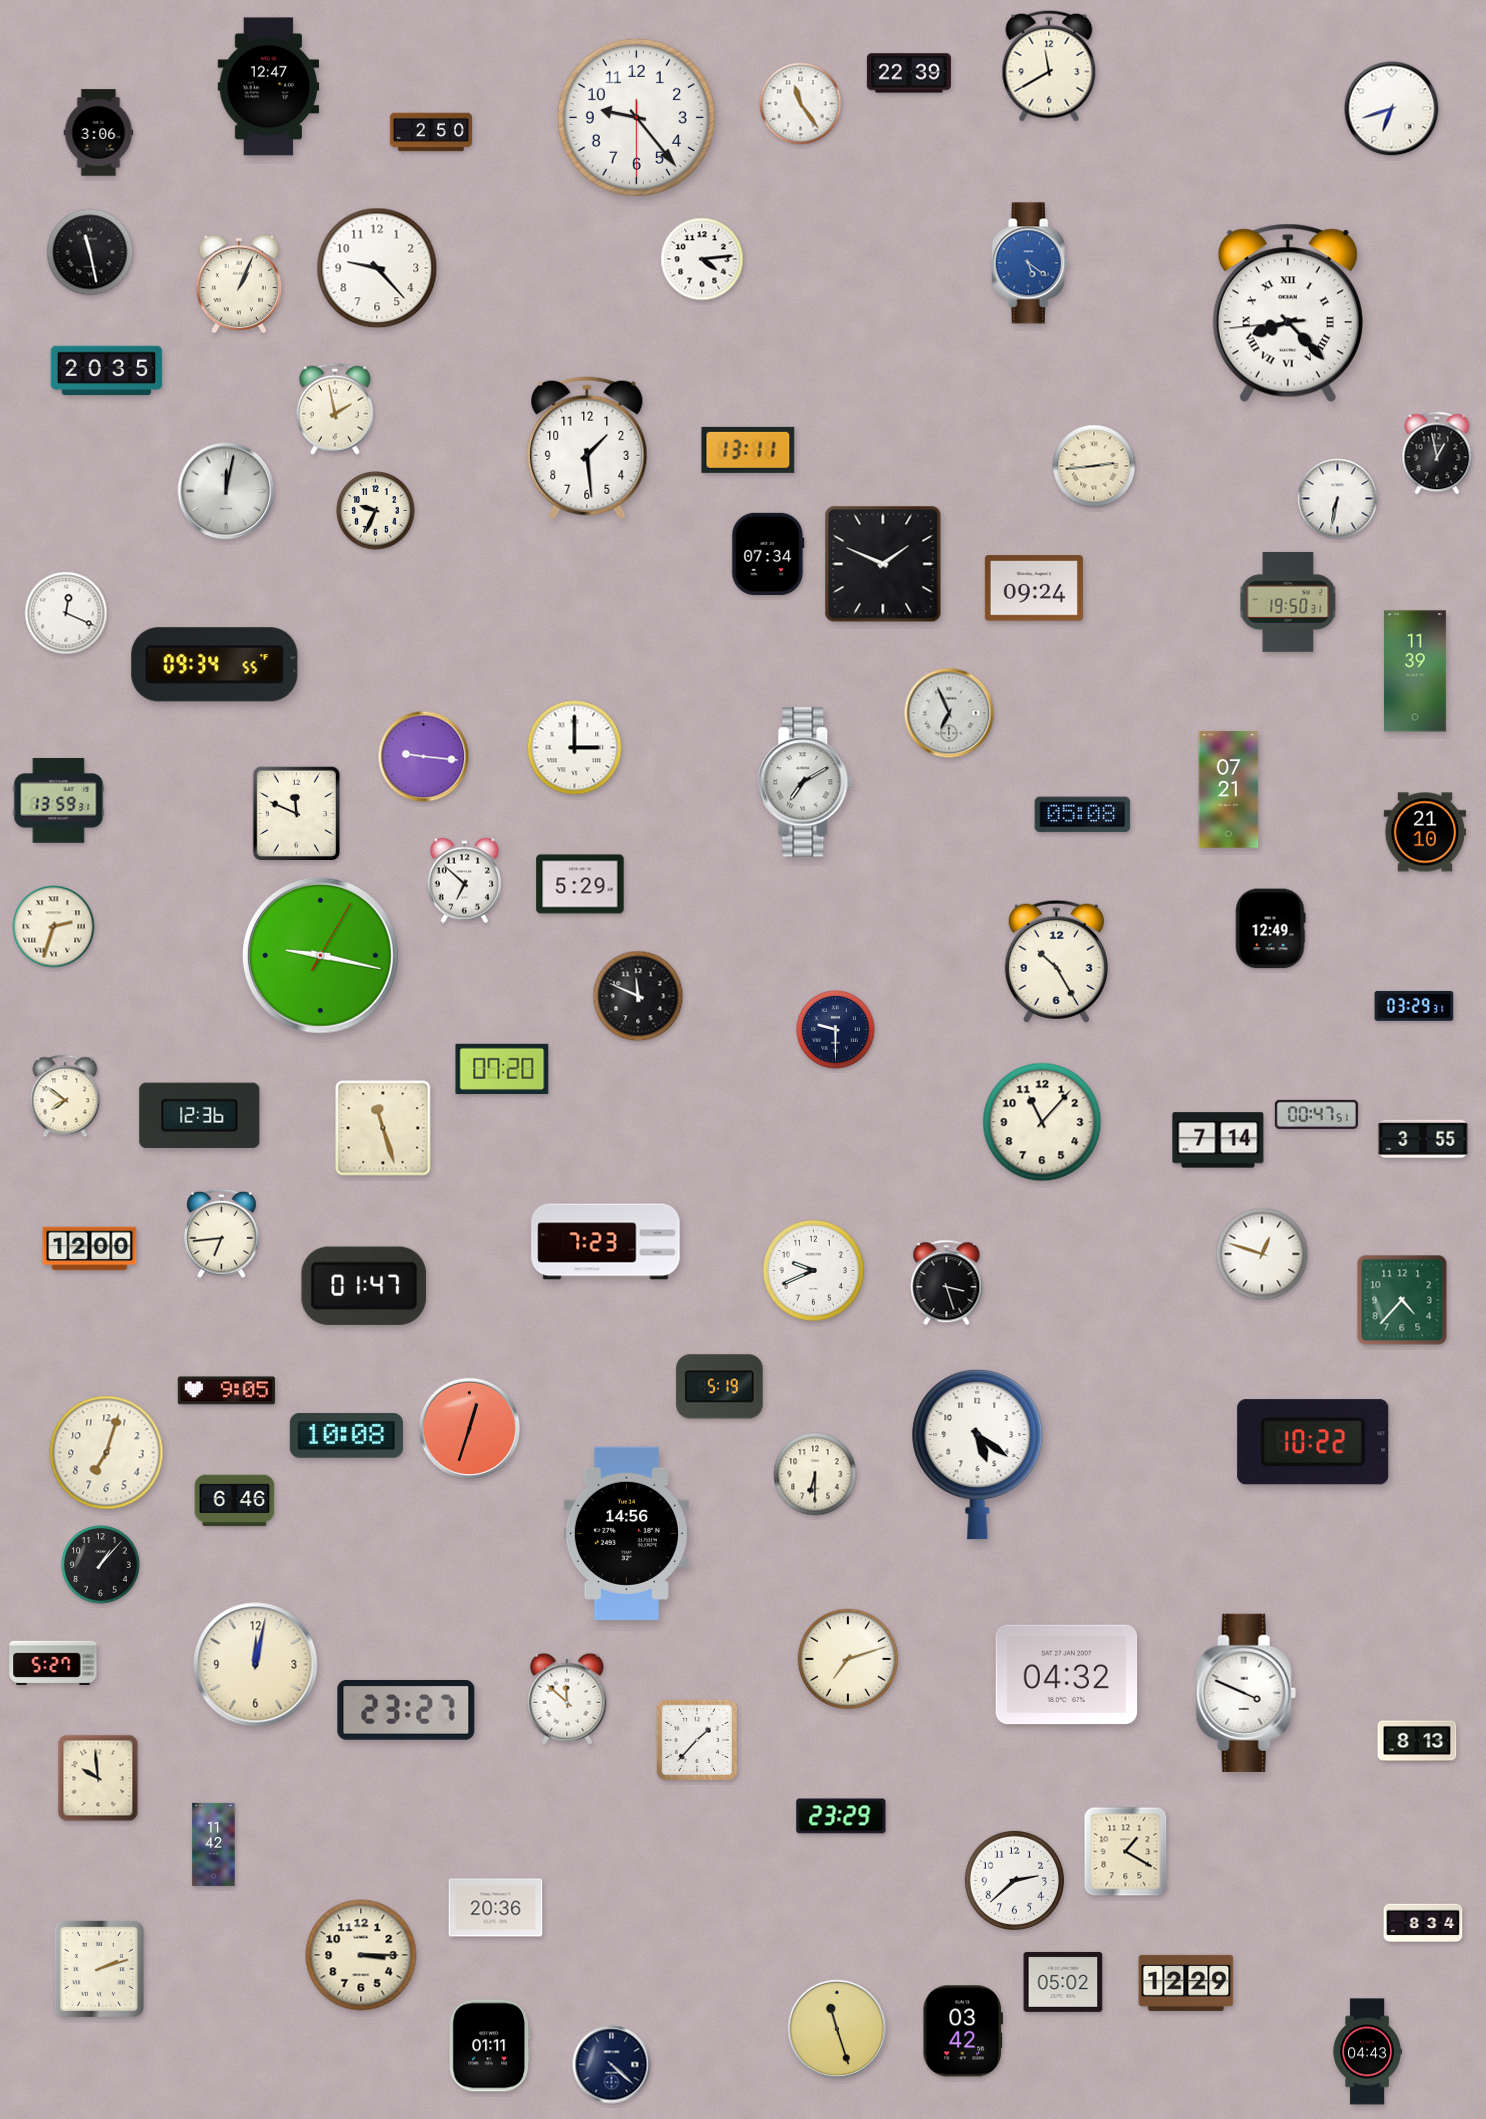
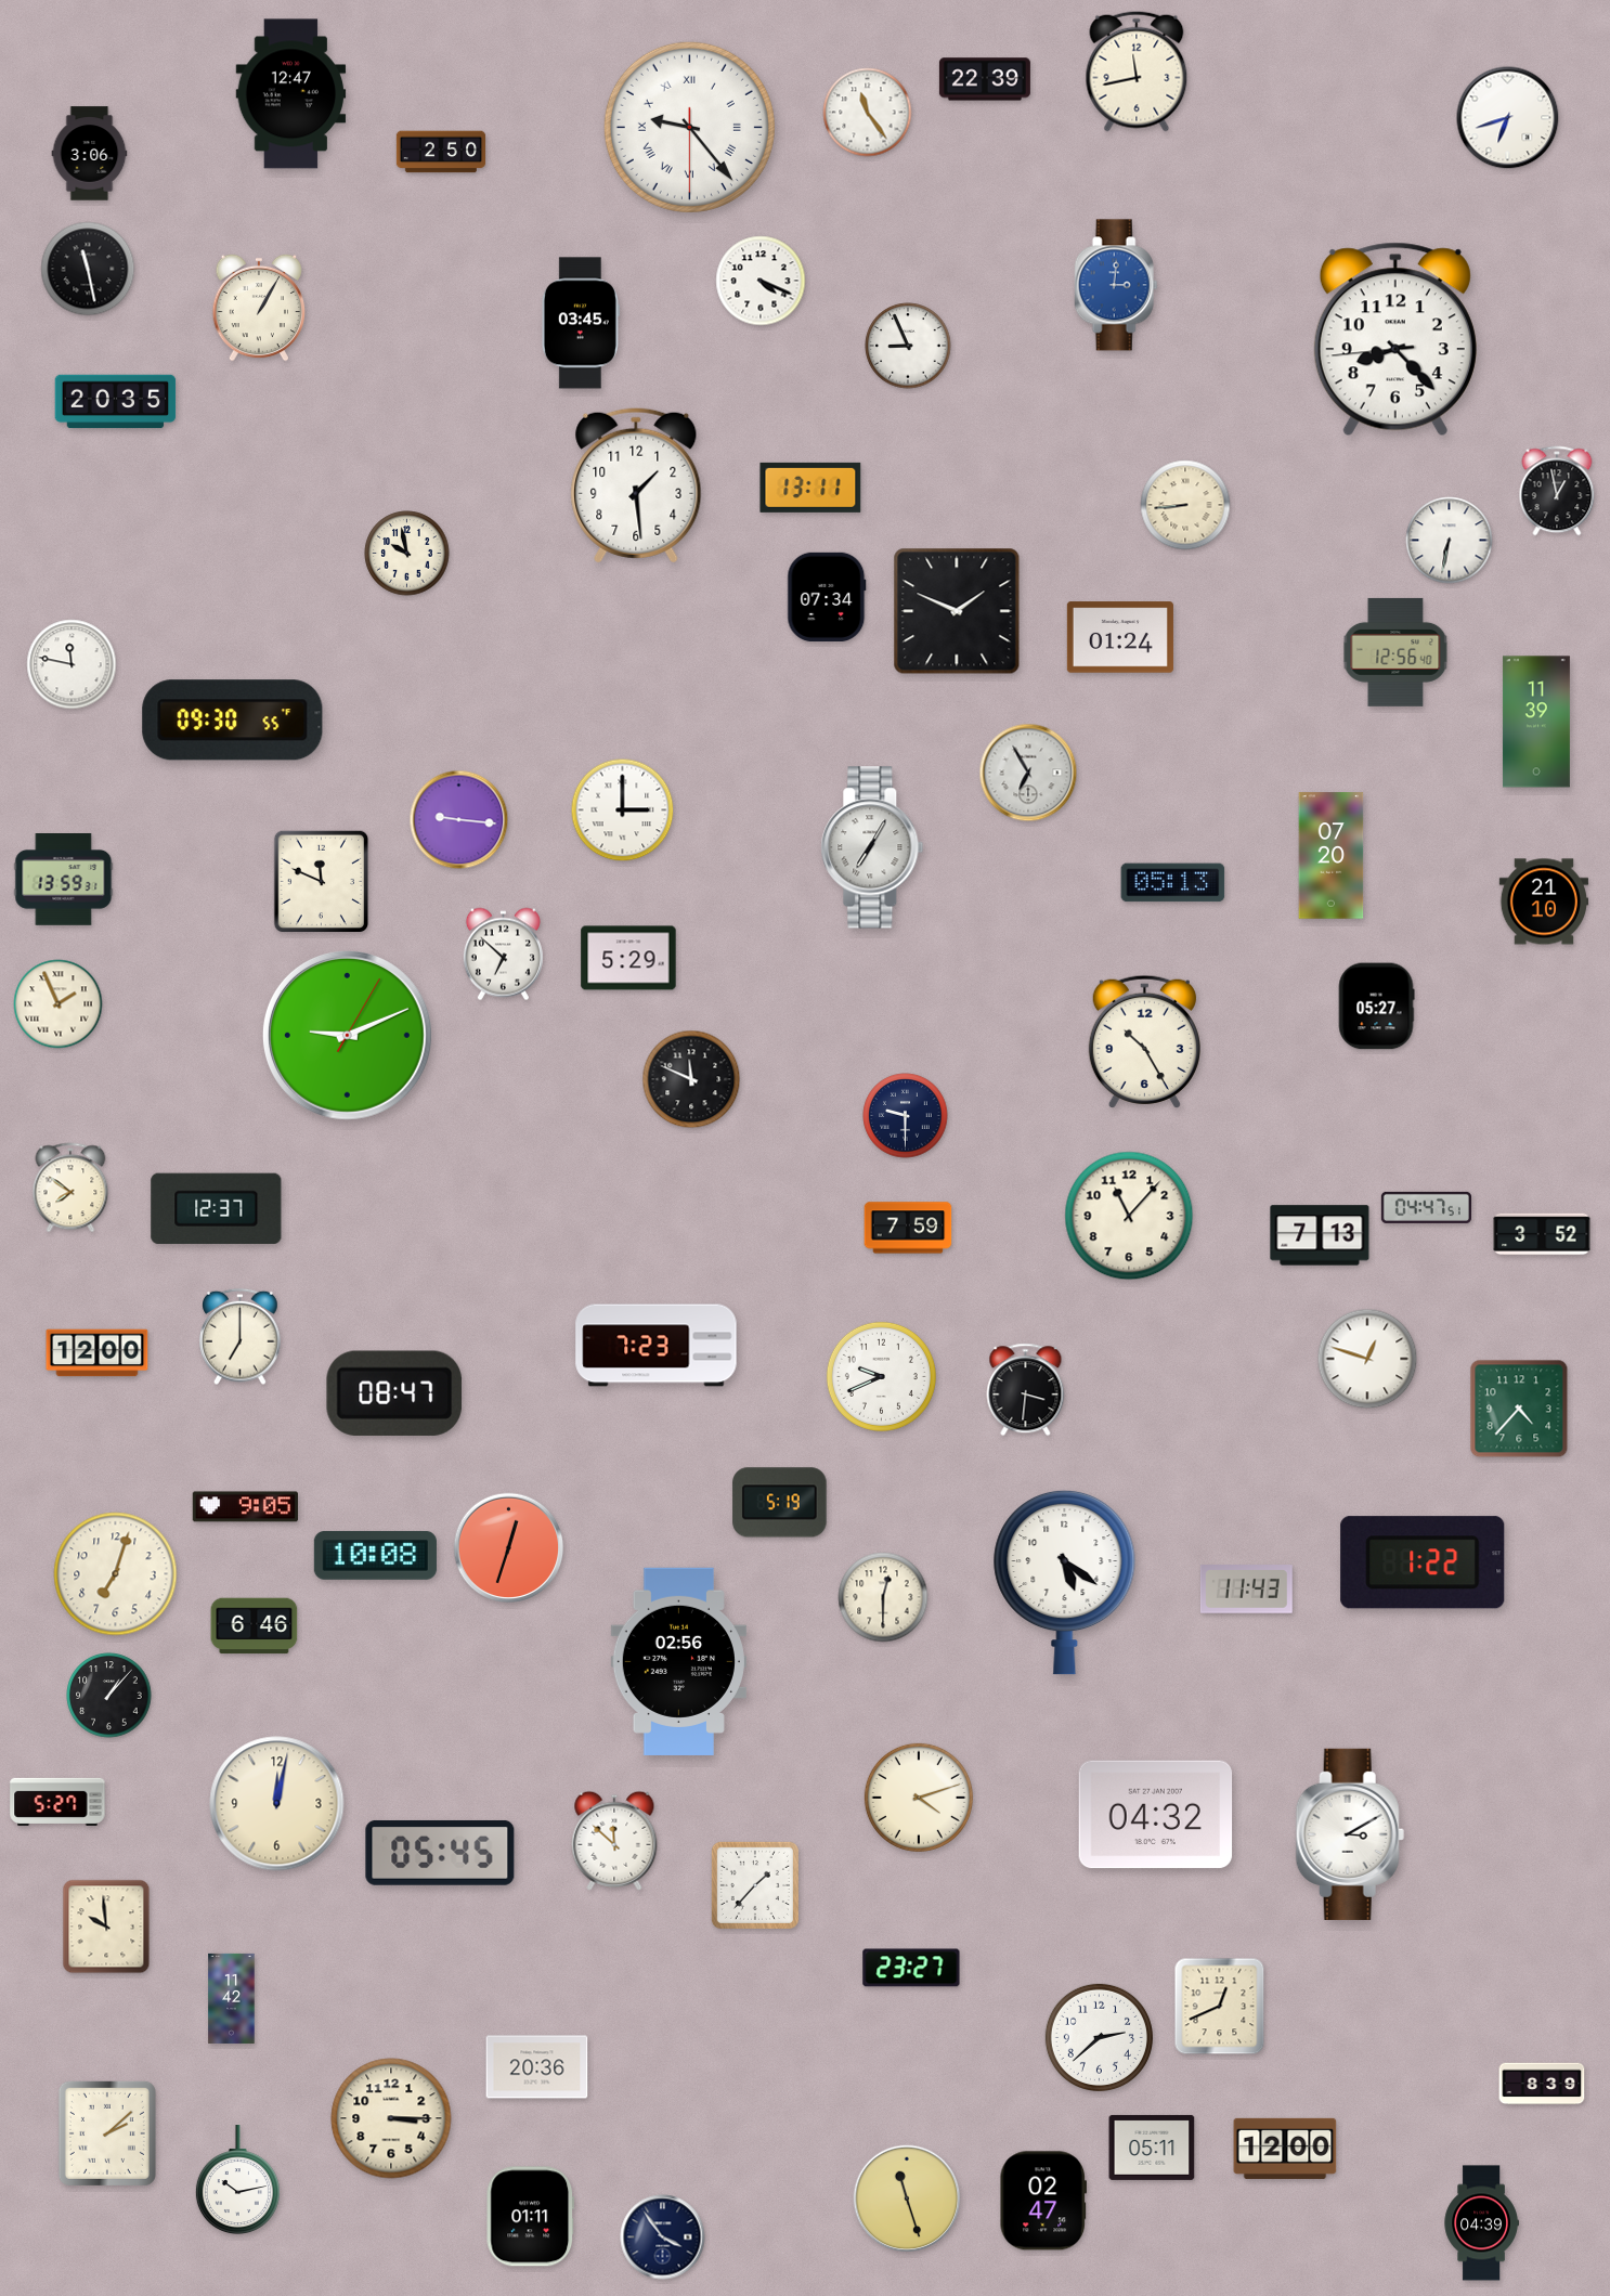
clock at (1049, 66): 11:40 -> 11:43
clock at (636, 117) numerals: Arabic -> Roman
clock at (431, 132) position: (431, 132) -> (441, 152)
clock at (99, 133) position: (99, 133) -> (90, 154)
clock at (90, 252) position: (90, 252) -> (88, 269)
clock at (702, 259): 4:14 -> 4:19
clock at (1030, 263): 5:21 -> 3:01
clock at (377, 268): 9:23 -> none
clock at (239, 284): 1:04 -> 1:05
clock at (581, 323): none -> 03:45
clock at (1288, 313) numerals: Roman -> Arabic
clock at (908, 346): none -> 8:56
clock at (335, 409): 1:58 -> none
clock at (1094, 466): 2:44 -> 8:44
clock at (226, 491): 12:02 -> none
clock at (376, 511): 9:34 -> 9:58
clock at (768, 553) position: (768, 553) -> (827, 596)
clock at (1034, 588): 09:24 -> 01:24
clock at (1288, 602): 19:50 -> 12:56
clock at (66, 613): 12:19 -> 11:47
clock at (215, 665): 09:34 -> 09:30
clock at (1415, 671) position: (1415, 671) -> (1536, 722)
clock at (949, 713): 6:56 -> 6:55
clock at (805, 782): 7:10 -> 7:05
clock at (1229, 790): 07:21 -> 07:20
clock at (59, 801) position: (59, 801) -> (64, 880)
clock at (1083, 815): 05:08 -> 05:13
clock at (54, 927): 2:33 -> 1:56
clock at (1270, 929): 12:49 -> 05:27
clock at (320, 955): 9:17 -> 9:11
clock at (1414, 1006): 03:29 -> none
clock at (502, 1068): 07:20 -> none
clock at (1316, 1114): 00:47 -> 04:47
clock at (200, 1115): 12:36 -> 12:37
clock at (383, 1128): 11:27 -> none
clock at (908, 1228): none -> 7:59
clock at (1423, 1139): 3:55 -> 3:52
clock at (1218, 1140): 7:14 -> 7:13
clock at (222, 1234): 6:44 -> 7:00
clock at (947, 1283): 3:27 -> 3:31
clock at (364, 1286): 01:47 -> 08:47
clock at (1313, 1442): 10:22 -> 1:22
clock at (978, 1454) position: (978, 1454) -> (1065, 1582)
clock at (1246, 1590): none -> 11:43
clock at (815, 1474): 6:30 -> 12:30
clock at (626, 1533): 14:56 -> 02:56
clock at (848, 1659): 7:12 -> 4:12
clock at (1246, 1693): 3:49 -> 3:10
clock at (406, 1710): 23:27 -> 05:45
clock at (1417, 1741): 8:13 -> none
clock at (841, 1816): 23:29 -> 23:27
clock at (1126, 1852): 1:20 -> 12:41
clock at (1423, 1923): 8:34 -> 8:39
clock at (99, 1969): 2:12 -> 2:08
clock at (1063, 1982): 05:02 -> 05:11
clock at (1186, 1983): 12:29 -> 12:00
clock at (237, 2180): none -> 10:13
clock at (962, 2031): 03:42 -> 02:47
clock at (1367, 2052): 04:43 -> 04:39
clock at (612, 2065): 4:22 -> 3:54
